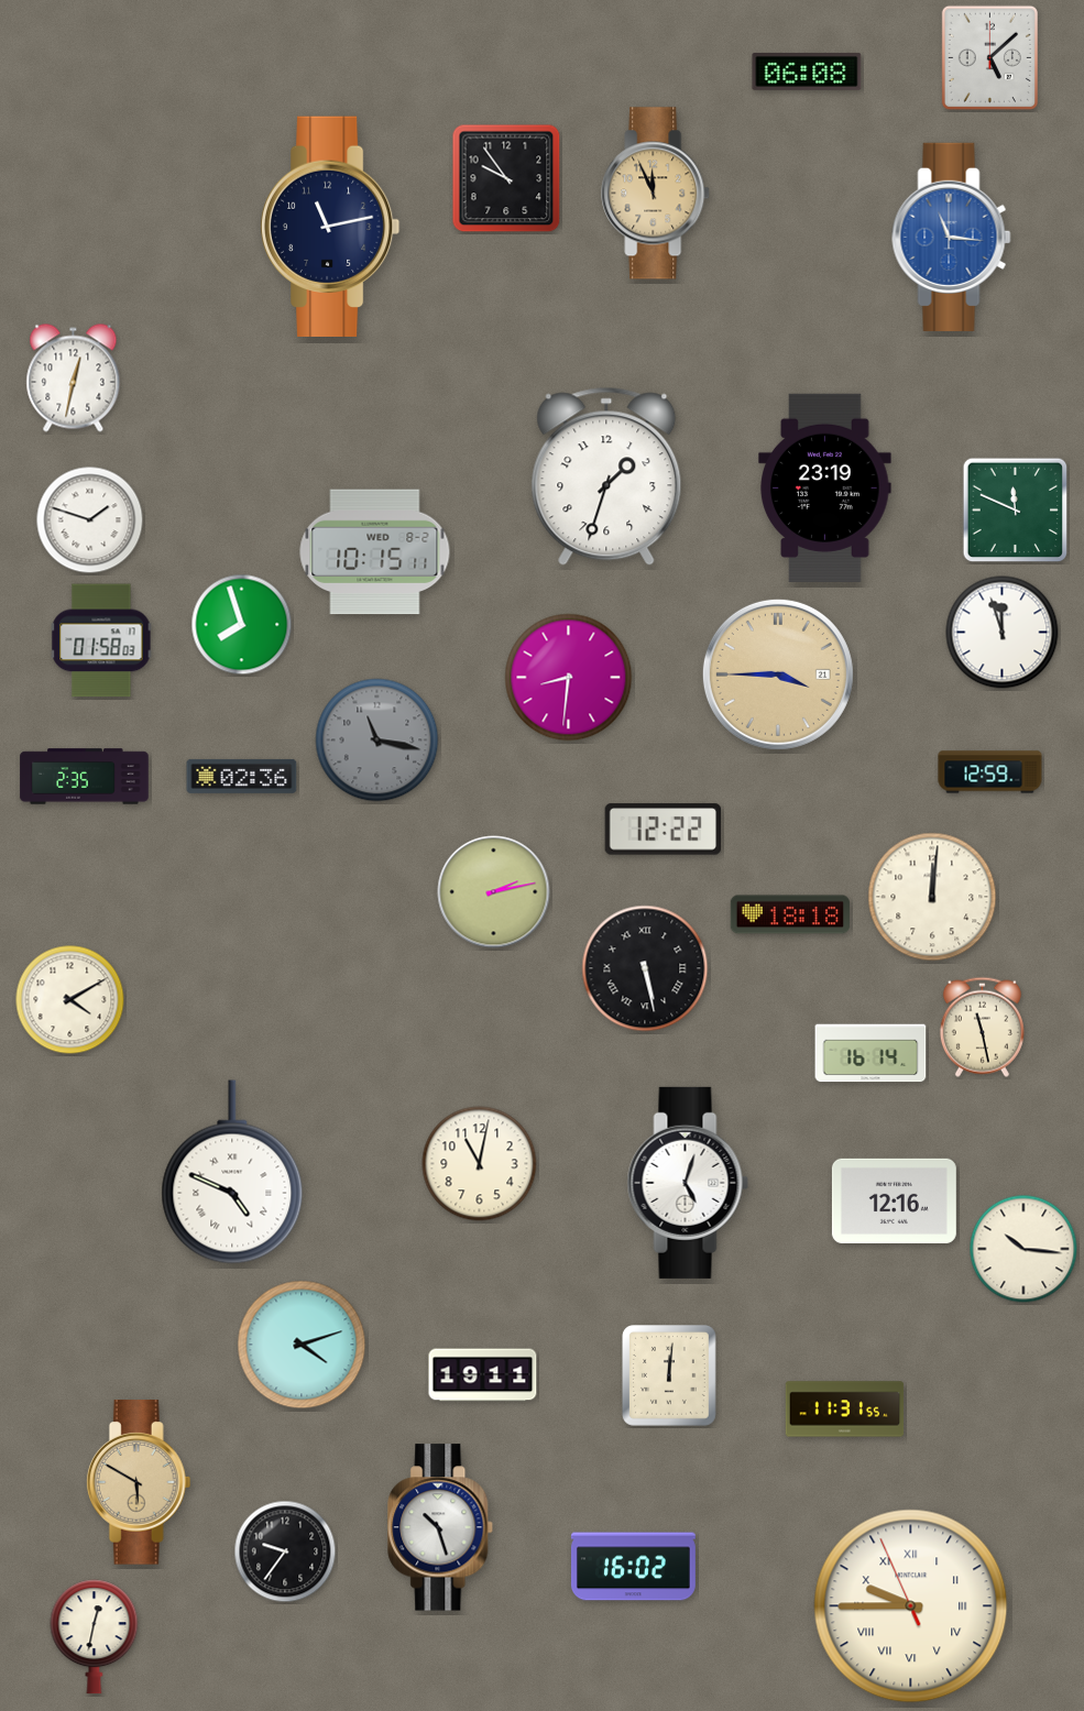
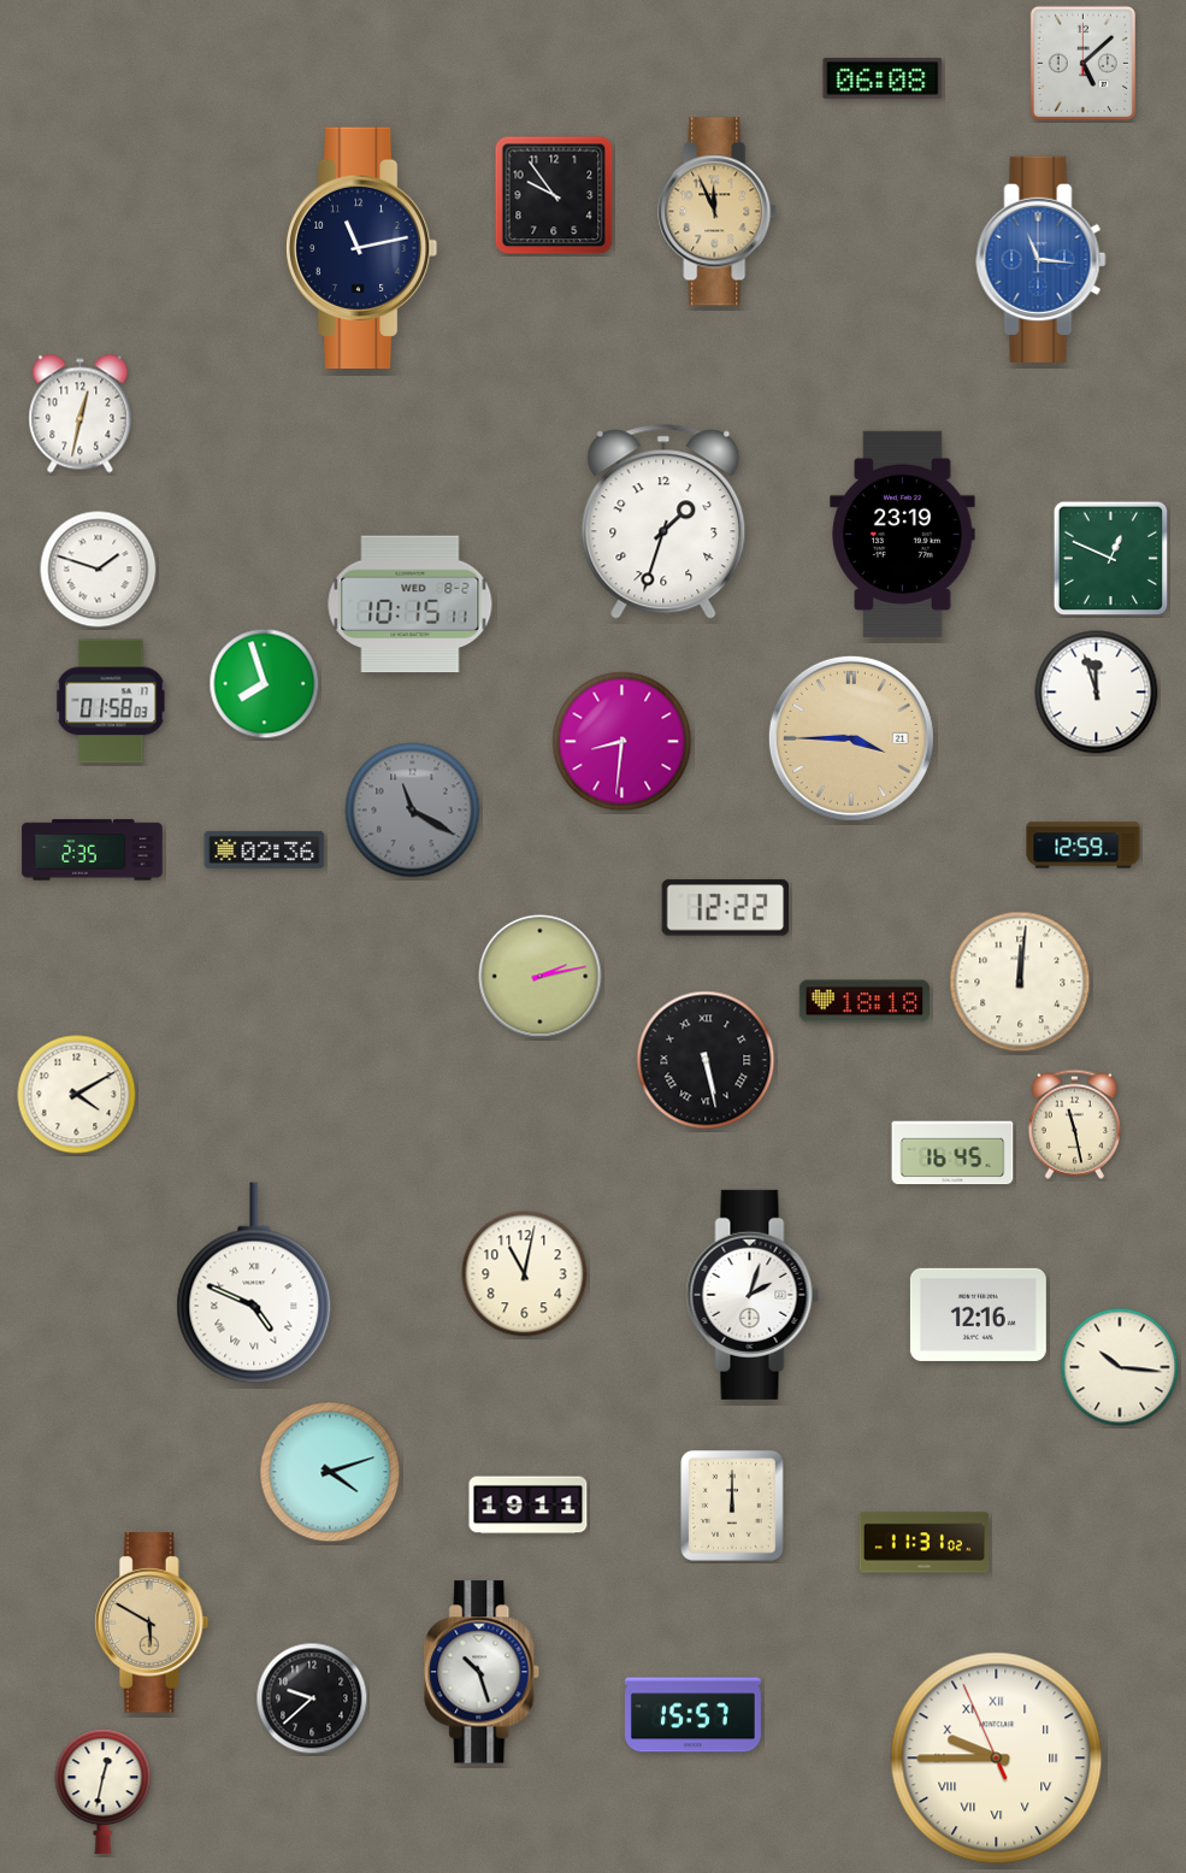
clock at (1016, 511): 11:49 -> 12:49
clock at (377, 741): 11:17 -> 11:20
clock at (871, 1053): 16:14 -> 16:45
clock at (688, 1183): 5:03 -> 2:03
clock at (669, 1377): 12:01 -> 12:00
clock at (845, 1410): 11:31:55 -> 11:31:02
clock at (285, 1551): 9:36 -> 9:38
clock at (633, 1567): 16:02 -> 15:57
